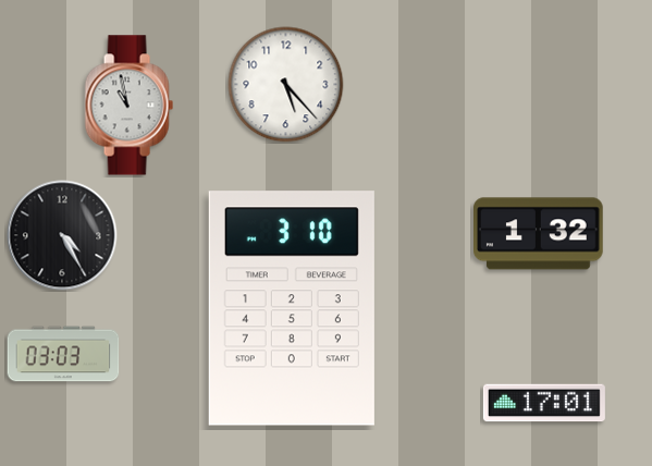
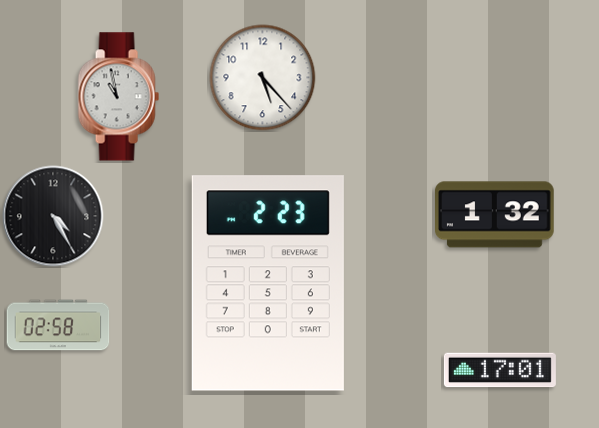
clock at (62, 235) position: (62, 235) -> (53, 216)
clock at (292, 308): 3:10 -> 2:23
clock at (63, 354): 03:03 -> 02:58
